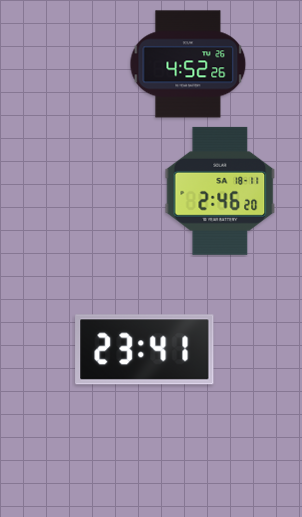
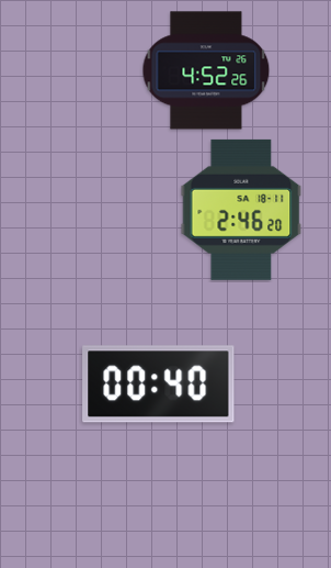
clock at (145, 350): 23:41 -> 00:40
